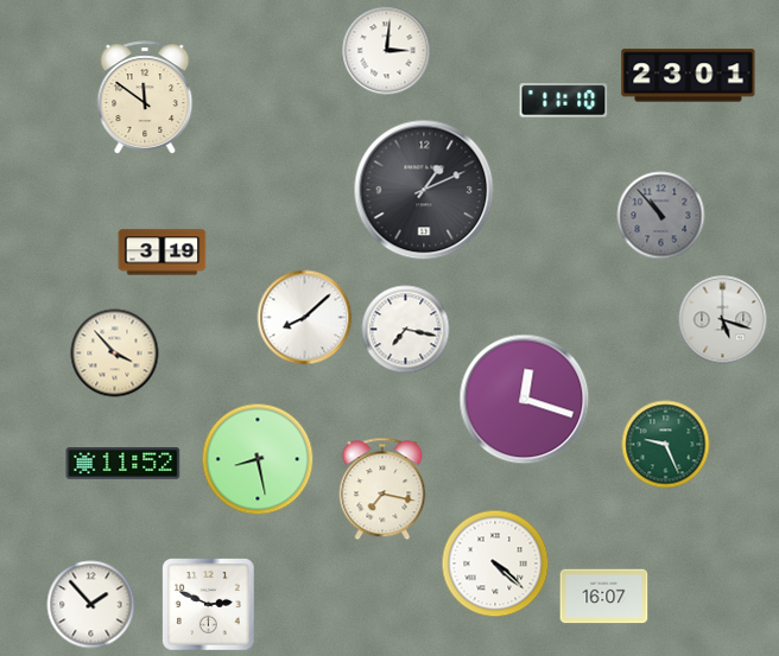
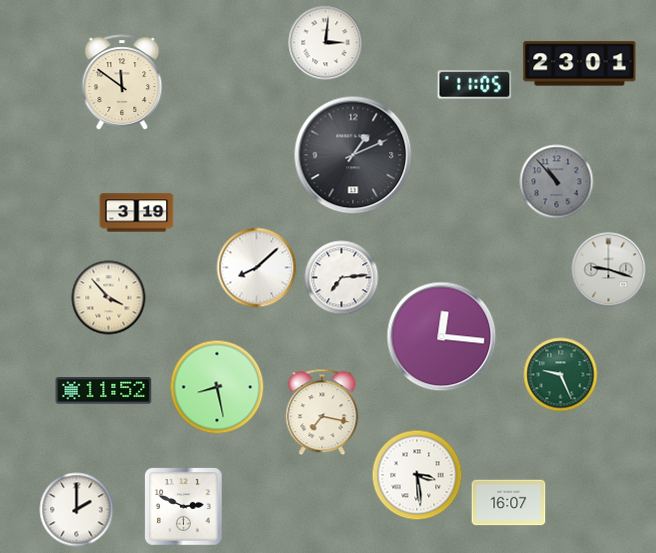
clock at (564, 101): 11:10 -> 11:05
clock at (424, 190) position: (424, 190) -> (353, 155)
clock at (723, 320): 5:18 -> 9:18
clock at (406, 330): 7:17 -> 7:14
clock at (115, 354) position: (115, 354) -> (109, 298)
clock at (525, 400): 12:18 -> 12:16
clock at (495, 563): 4:22 -> 3:29
clock at (91, 605): 1:53 -> 2:00
clock at (209, 605) position: (209, 605) -> (184, 507)
